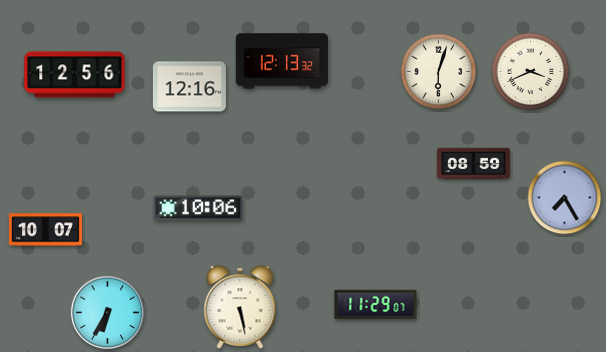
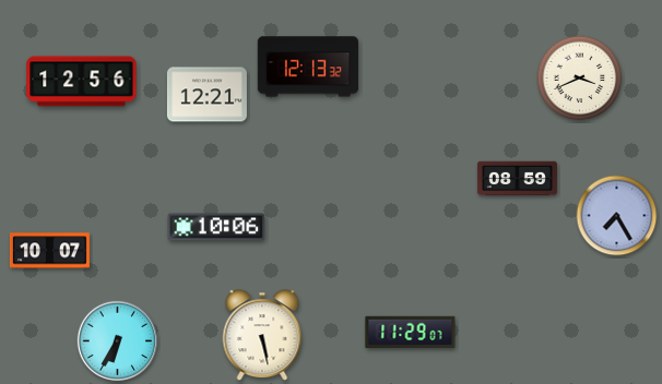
clock at (439, 72): 6:03 -> none
clock at (189, 87): 12:16 -> 12:21
